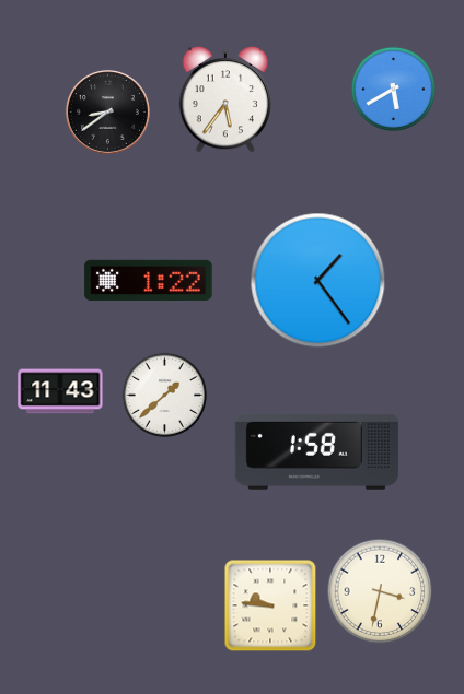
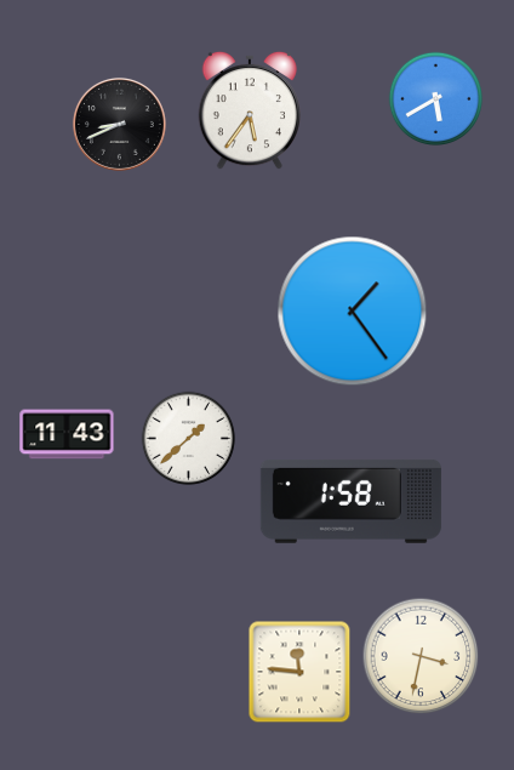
clock at (107, 111): 8:39 -> 8:41
clock at (149, 280): 1:22 -> none
clock at (164, 395) position: (164, 395) -> (188, 438)
clock at (270, 605): 9:46 -> 11:46
